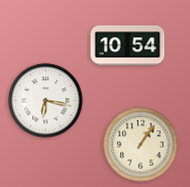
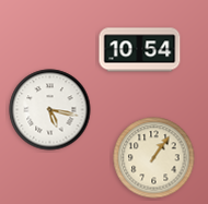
clock at (46, 101): 6:17 -> 5:17
